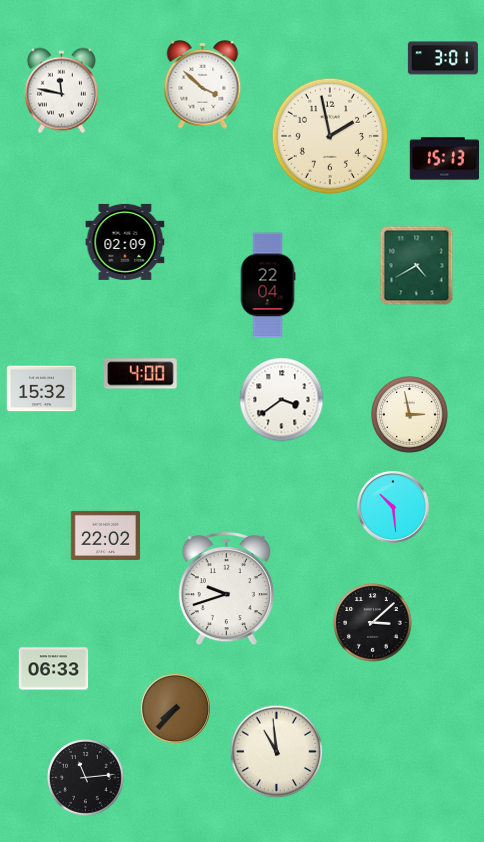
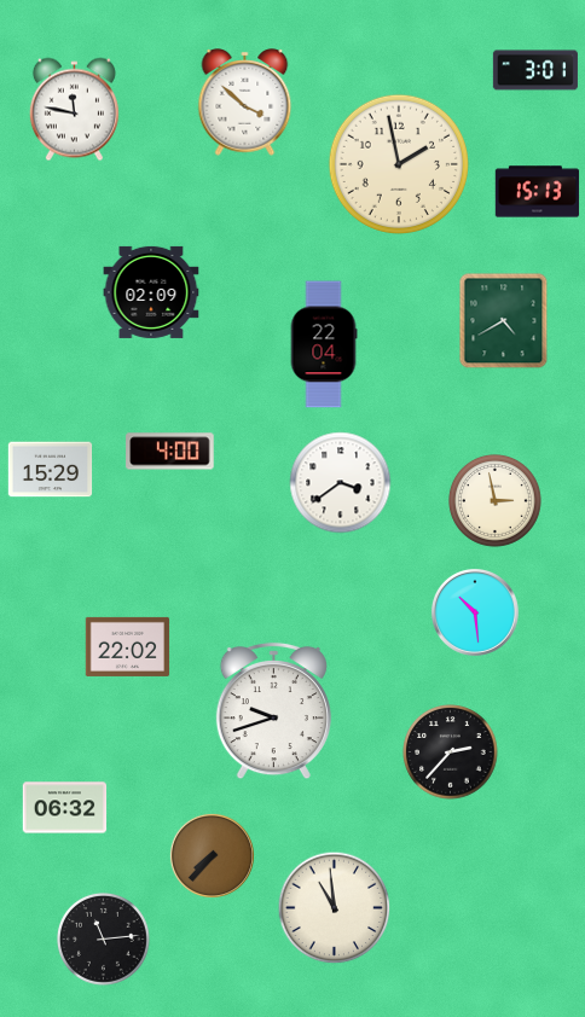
clock at (42, 389): 15:32 -> 15:29
clock at (373, 623): 3:08 -> 2:37
clock at (54, 669): 06:33 -> 06:32
